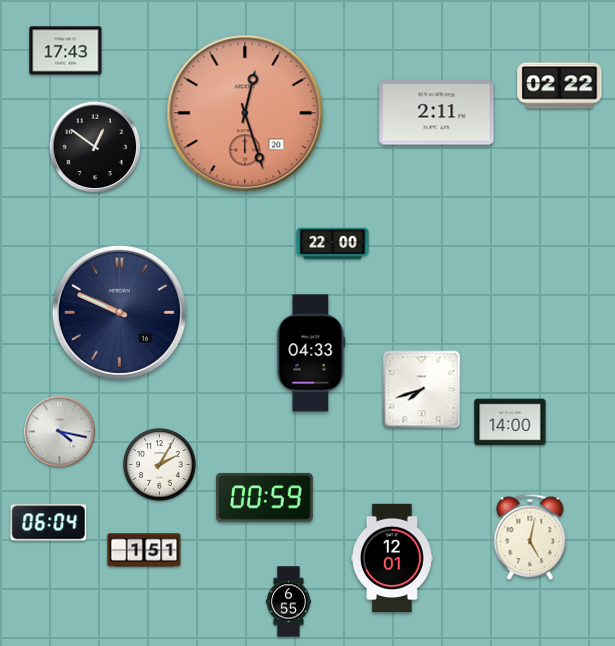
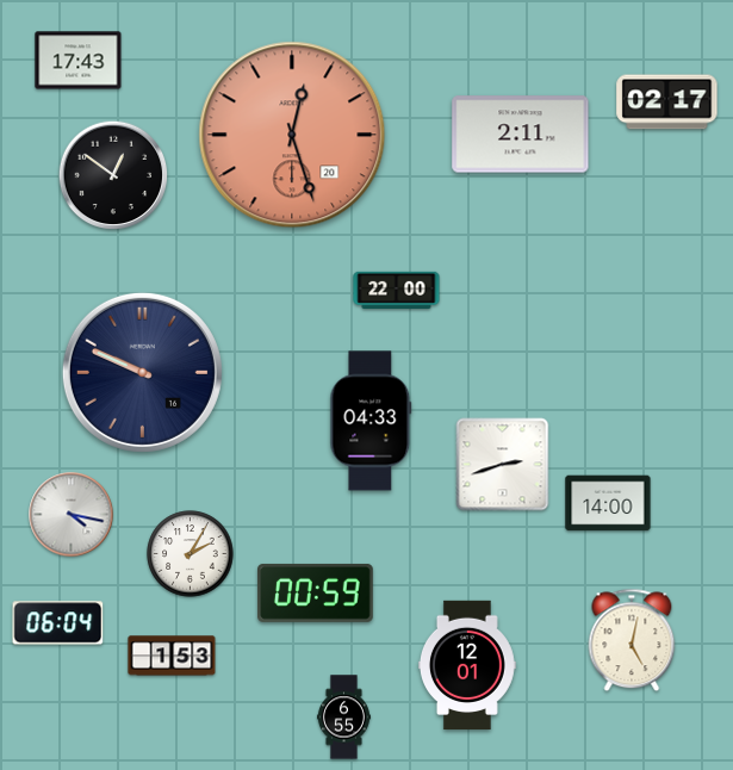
clock at (560, 86): 02:22 -> 02:17
clock at (422, 390): 7:42 -> 2:42
clock at (144, 550): 1:51 -> 1:53
